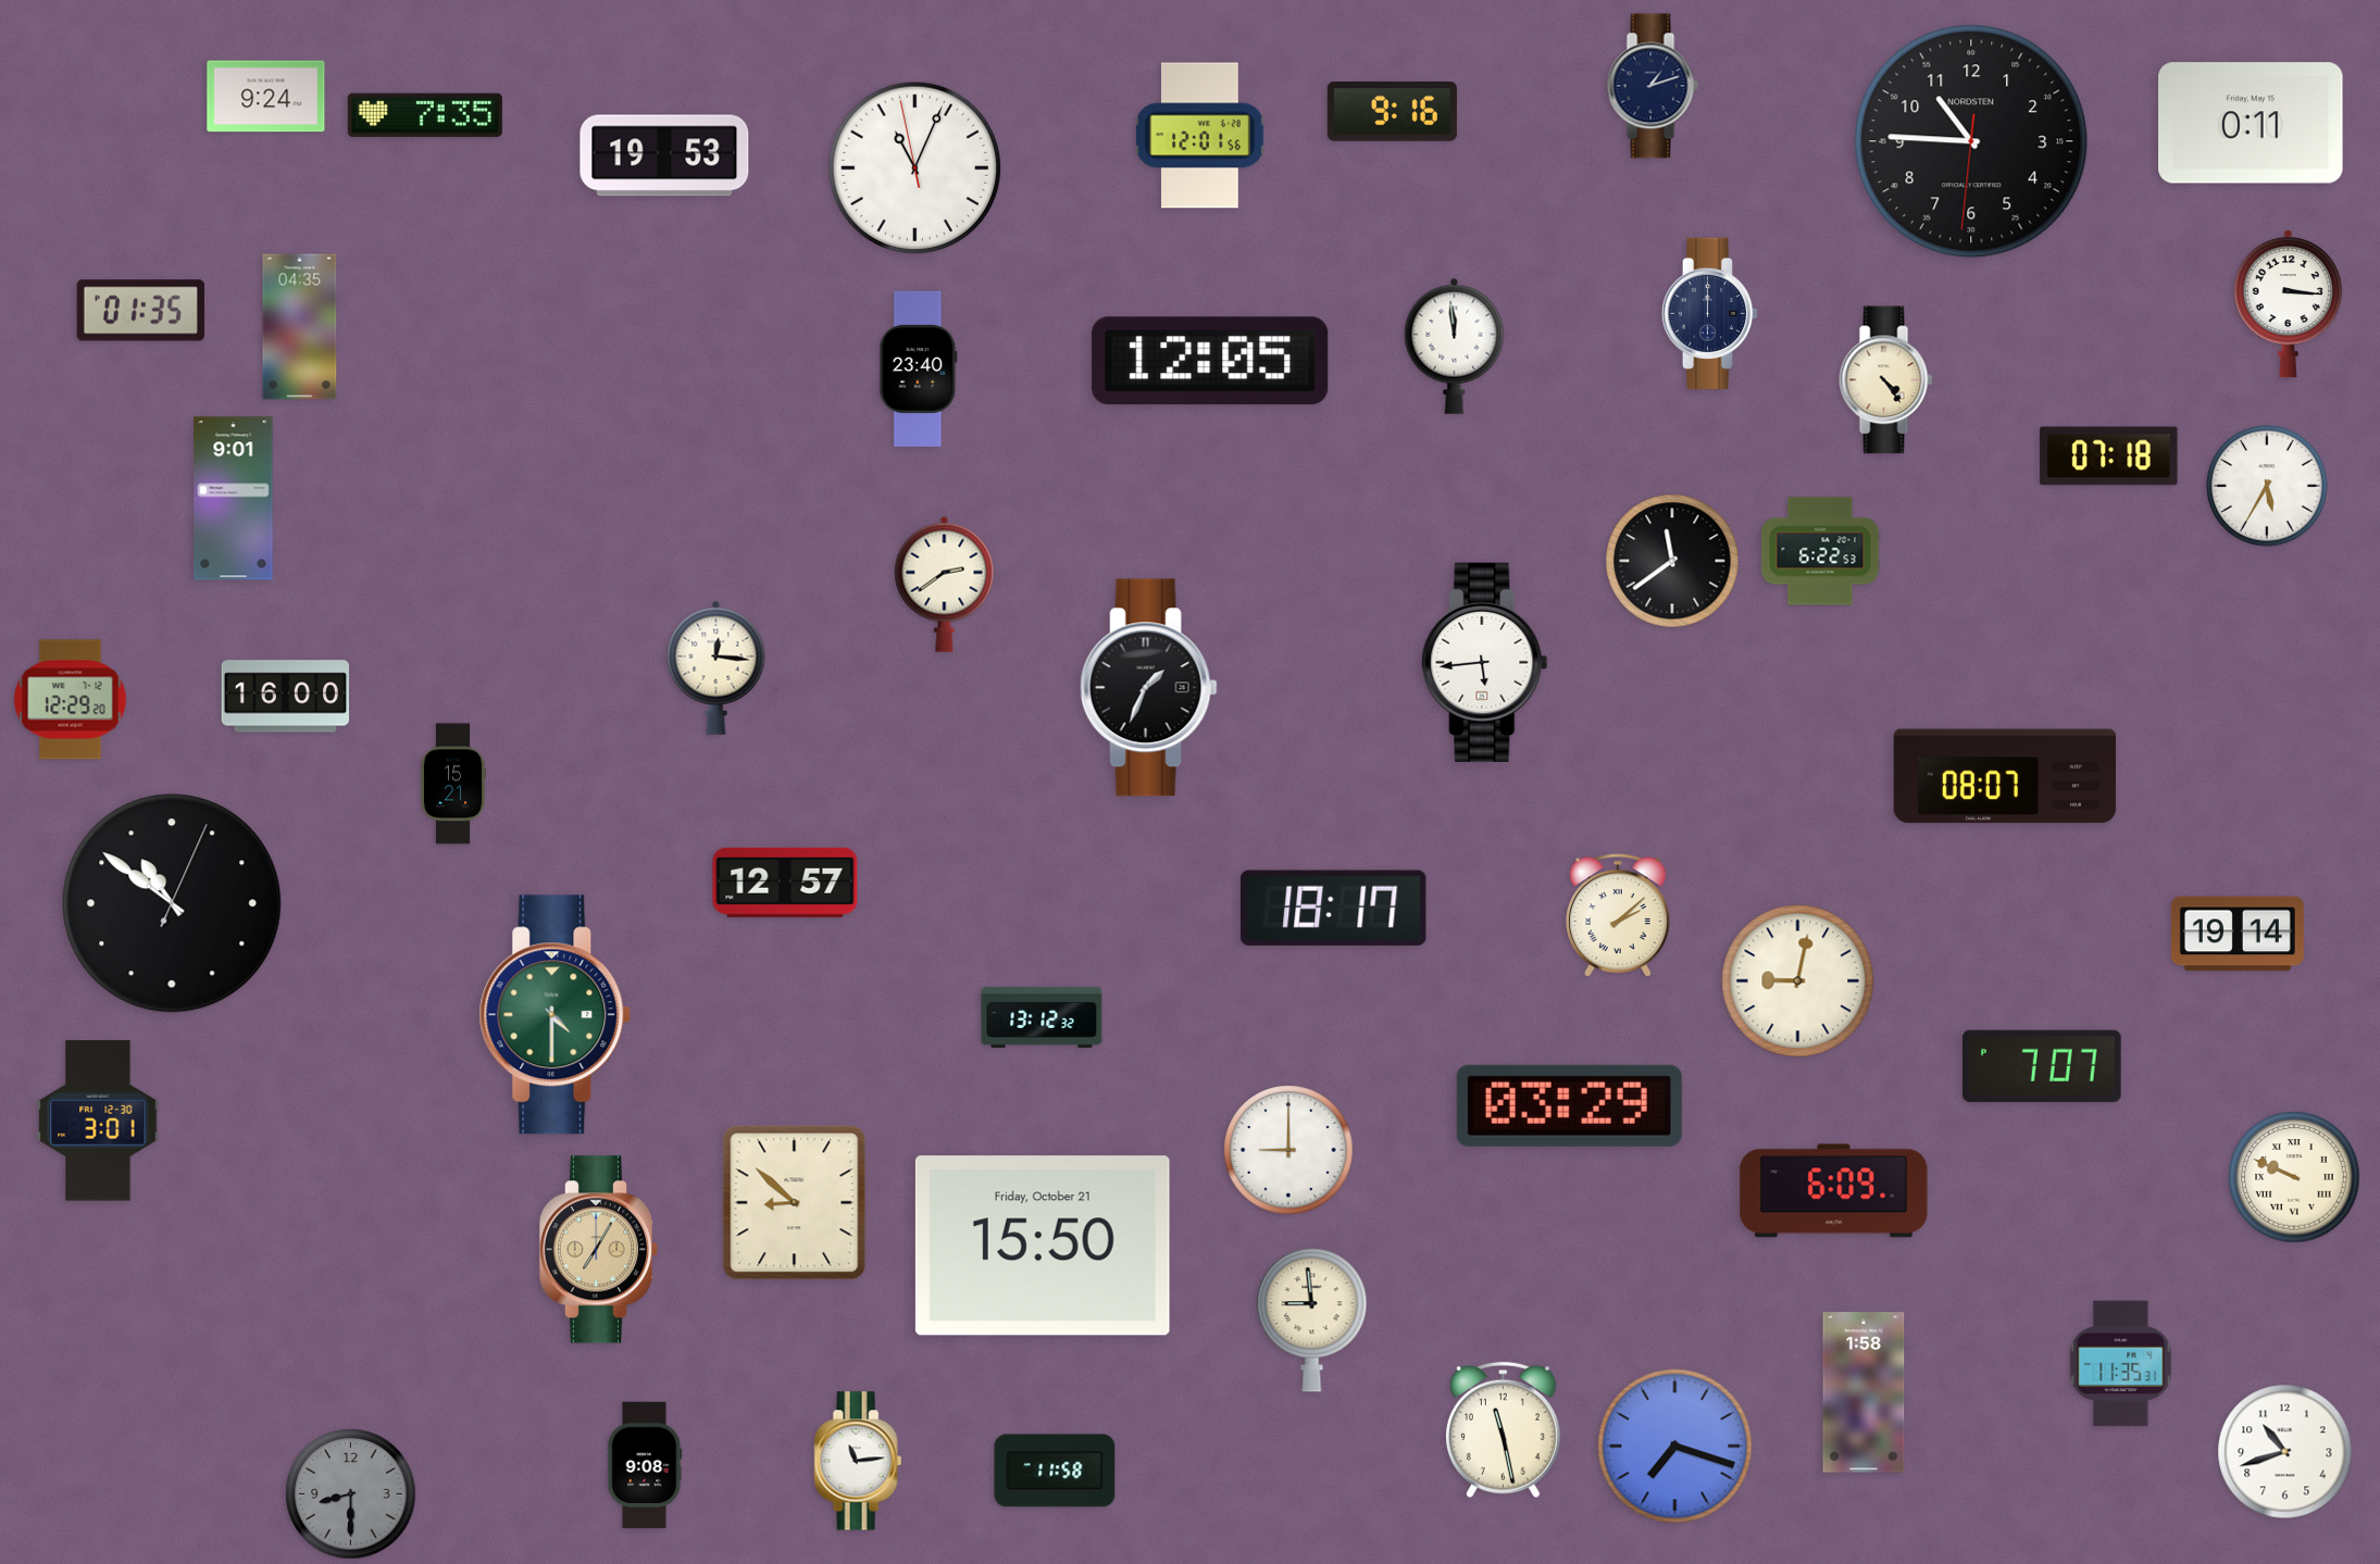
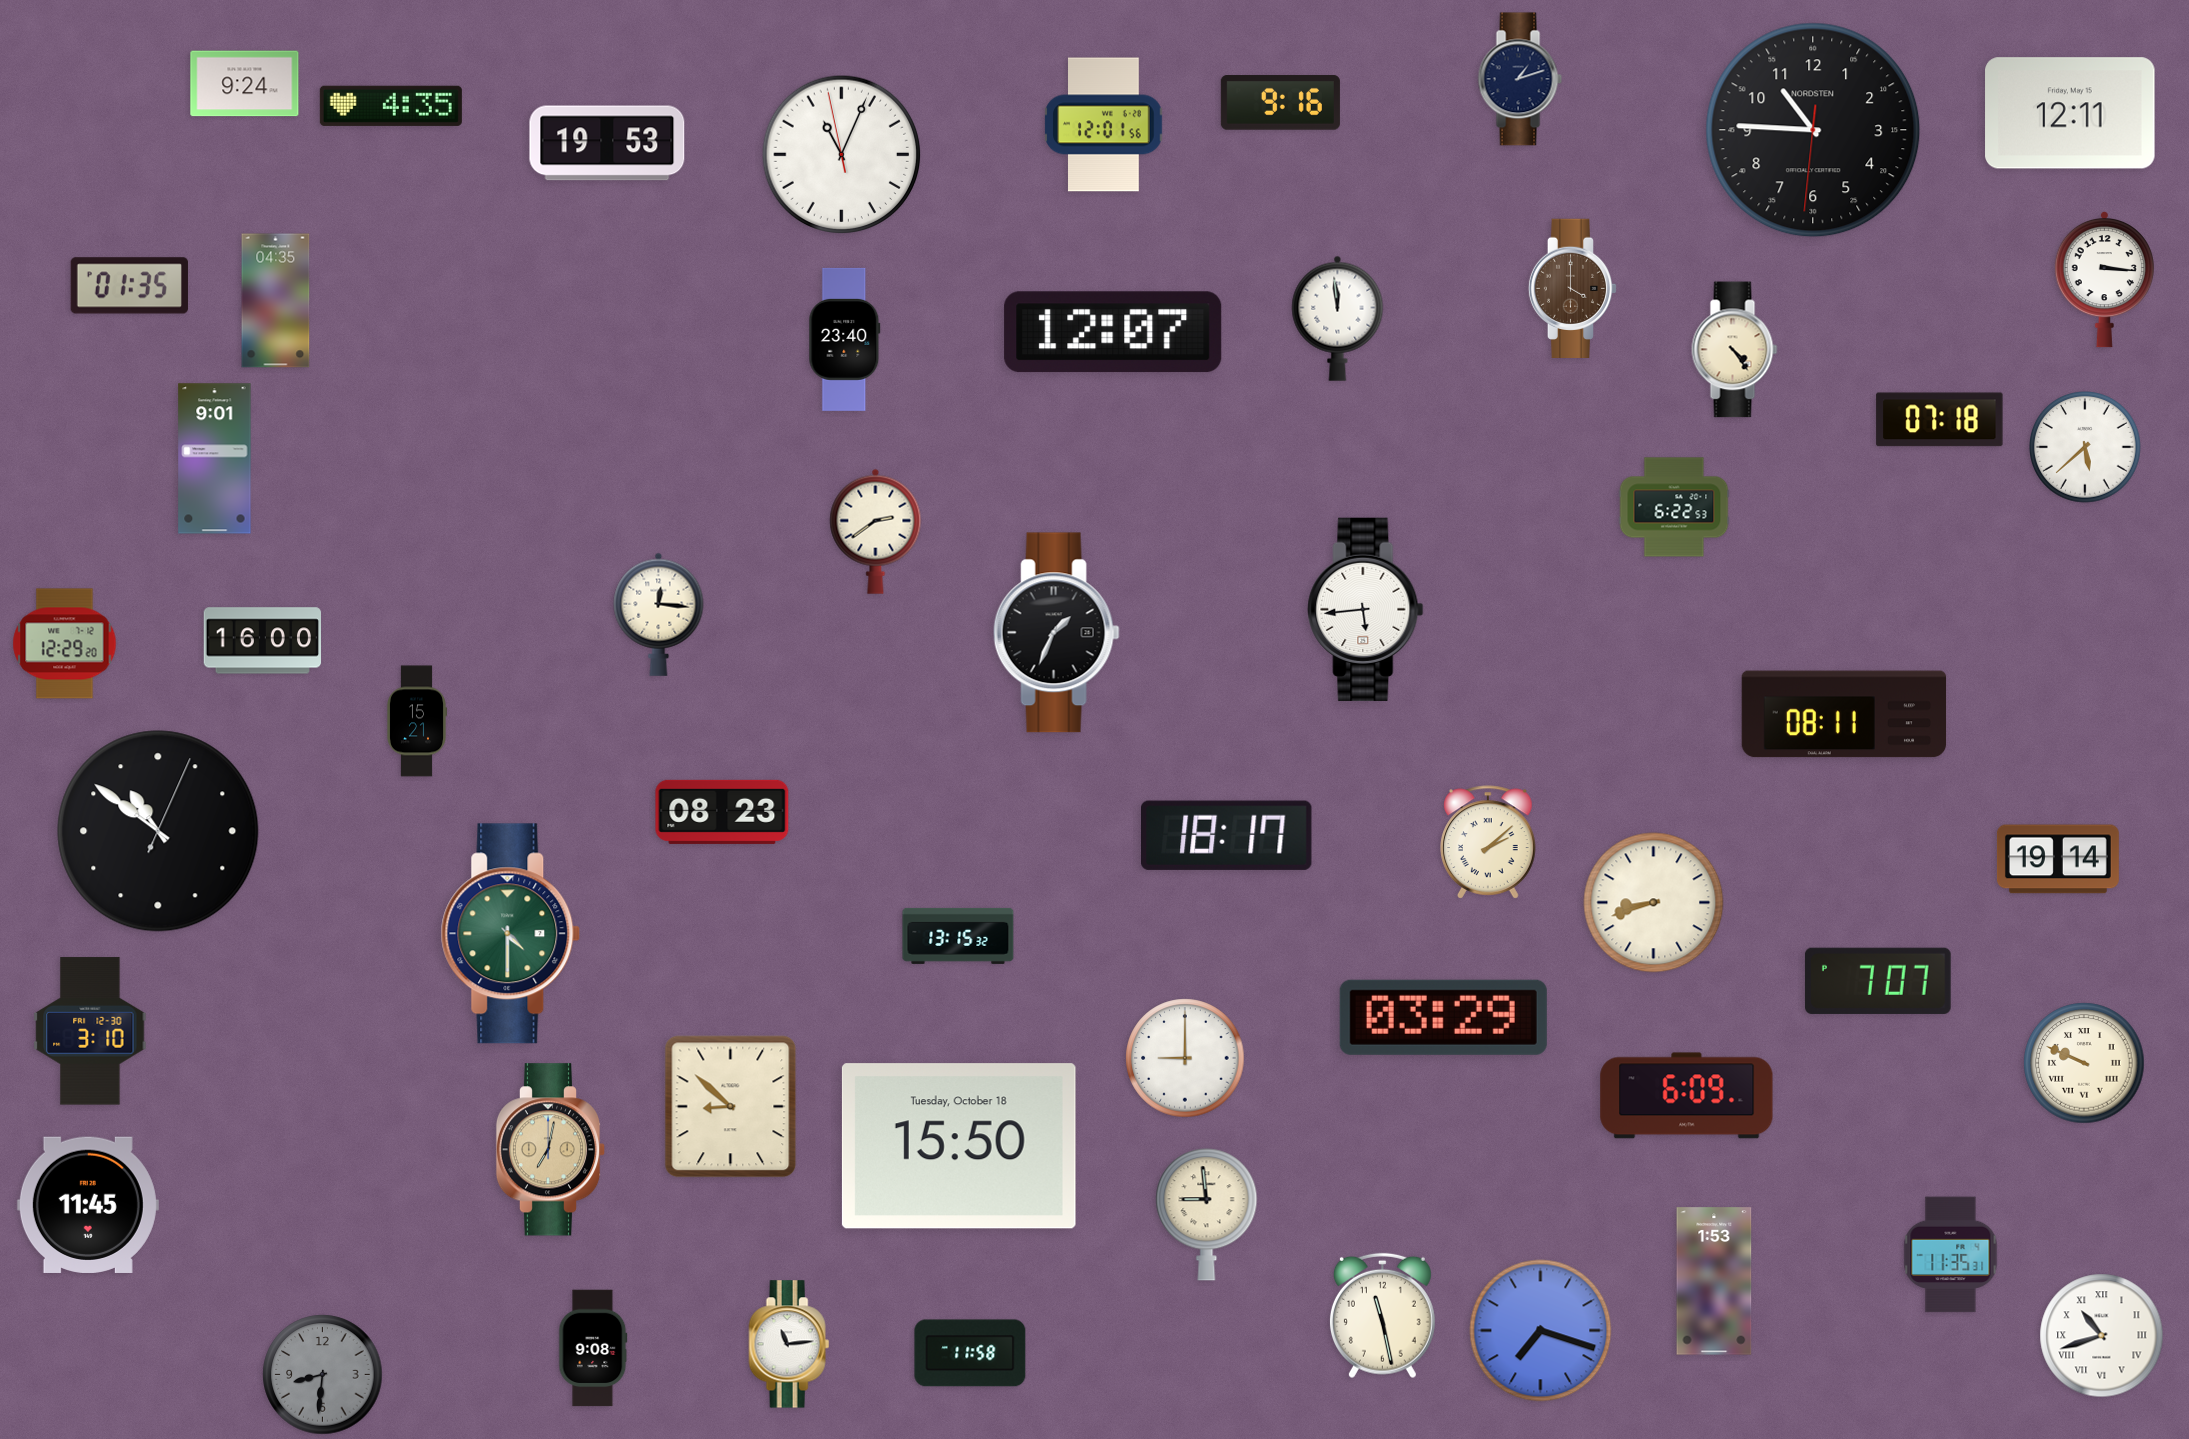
clock at (266, 97) position: (266, 97) -> (245, 84)
clock at (425, 115): 7:35 -> 4:35
clock at (2251, 123): 0:11 -> 12:11
clock at (664, 155) position: (664, 155) -> (607, 143)
clock at (1710, 313): 12:00 -> 4:00
clock at (1710, 313) dial: navy -> brown
clock at (1210, 361): 12:05 -> 12:07
clock at (2268, 487): 5:35 -> 5:38
clock at (1672, 561): 11:39 -> none
clock at (945, 584) position: (945, 584) -> (876, 531)
clock at (2005, 776): 08:07 -> 08:11
clock at (785, 883): 12:57 -> 08:23
clock at (1798, 981): 9:02 -> 8:42
clock at (1042, 1017): 13:12 -> 13:15
clock at (98, 1121): 3:01 -> 3:10
clock at (2294, 1177) position: (2294, 1177) -> (2084, 1063)
clock at (1043, 1246) date: Friday, October 21 -> Tuesday, October 18
clock at (599, 1250): 7:05 -> 7:02
clock at (88, 1205): none -> 11:45
clock at (1864, 1392): 1:58 -> 1:53
clock at (2285, 1452) numerals: Arabic -> Roman
clock at (351, 1494): 8:30 -> 8:31
